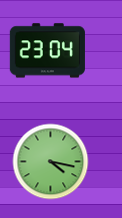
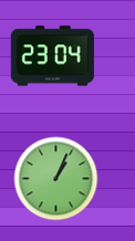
clock at (51, 162): 4:17 -> 1:04
